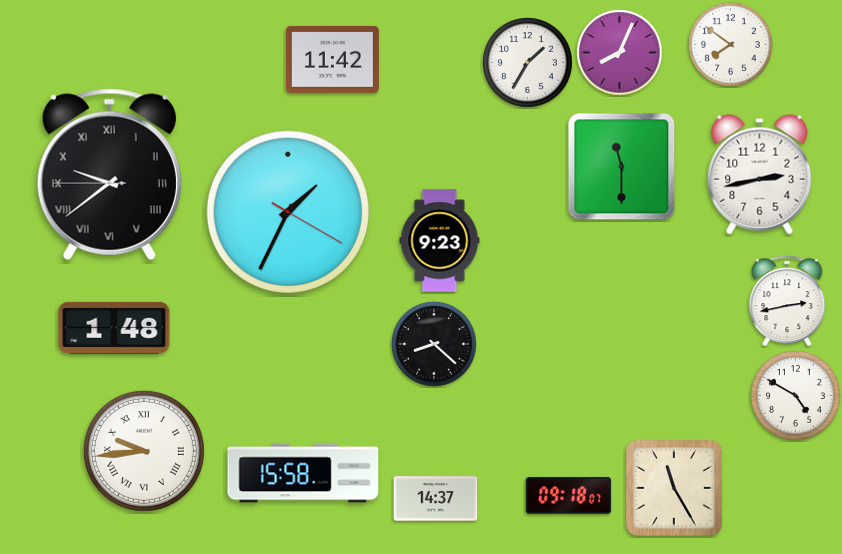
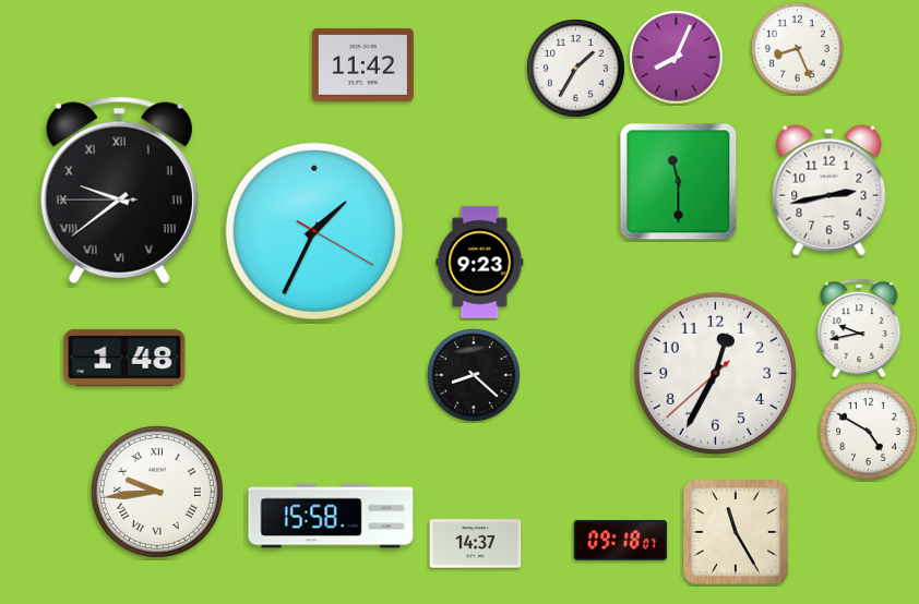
clock at (731, 45): 7:51 -> 8:26
clock at (787, 301): 2:43 -> 9:43
clock at (715, 373): none -> 12:34
